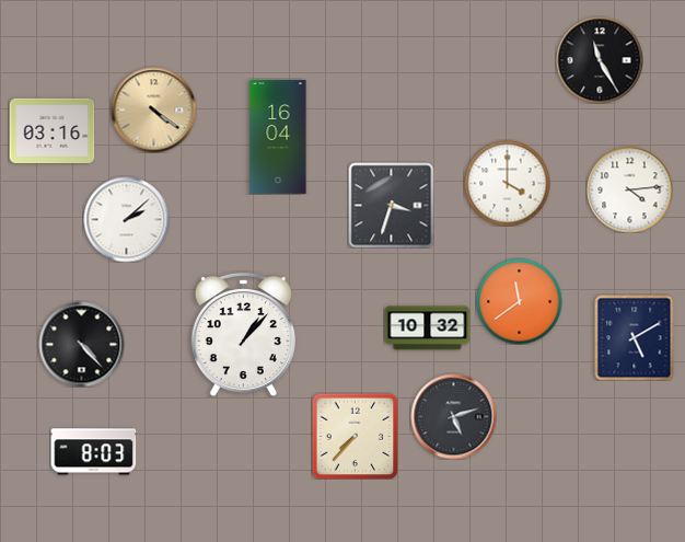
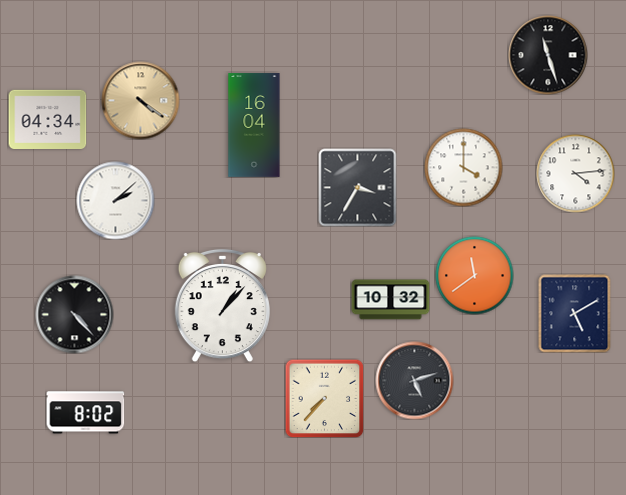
clock at (600, 60): 11:25 -> 11:27
clock at (51, 130): 03:16 -> 04:34
clock at (391, 205): 3:33 -> 3:35
clock at (635, 337) position: (635, 337) -> (575, 313)
clock at (93, 452): 8:03 -> 8:02
